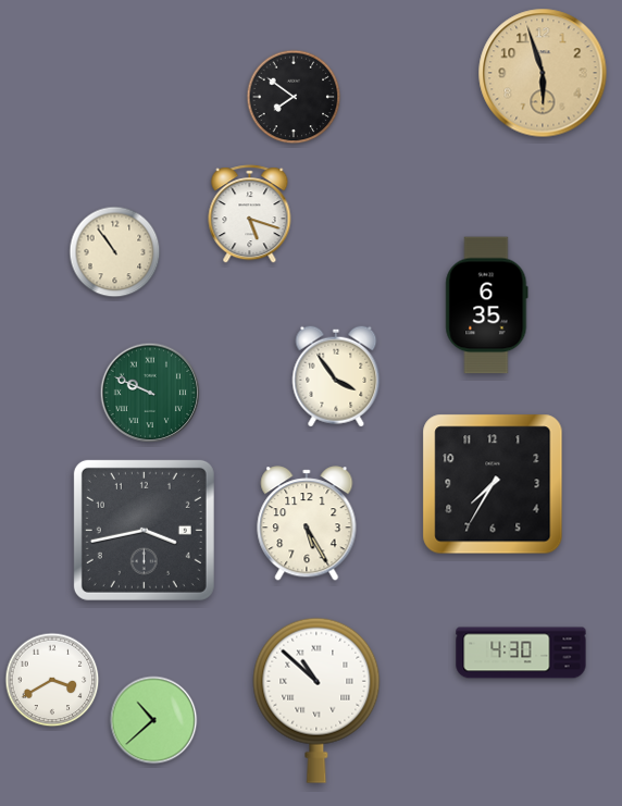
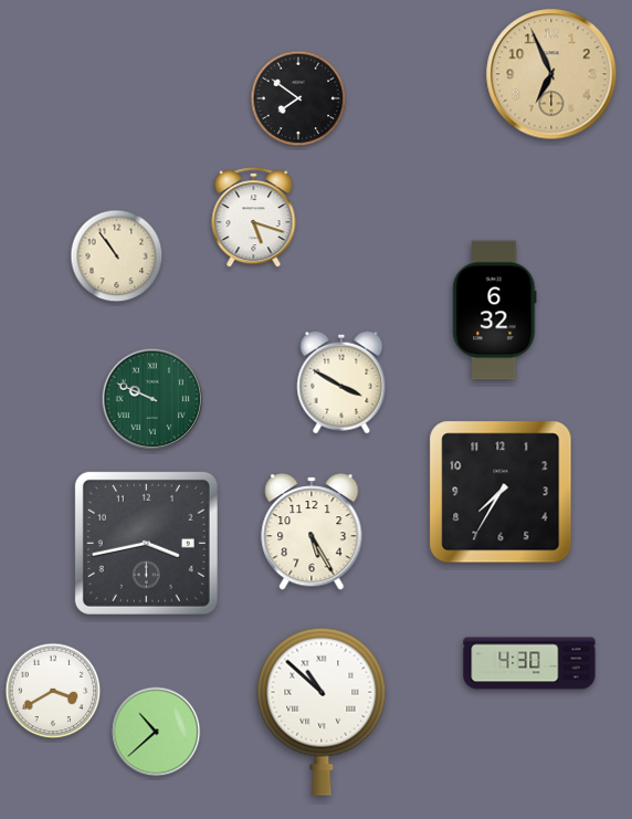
clock at (543, 73): 5:57 -> 6:56
clock at (487, 306): 6:35 -> 6:32
clock at (336, 376): 3:54 -> 3:50
clock at (144, 530) position: (144, 530) -> (146, 543)
